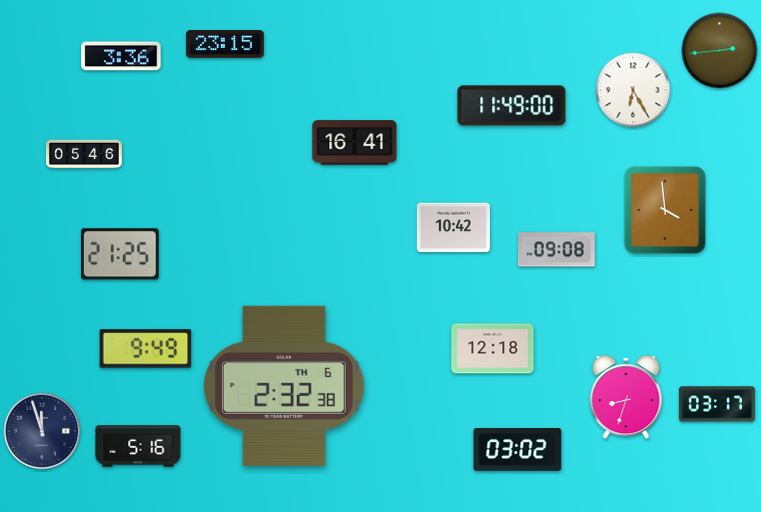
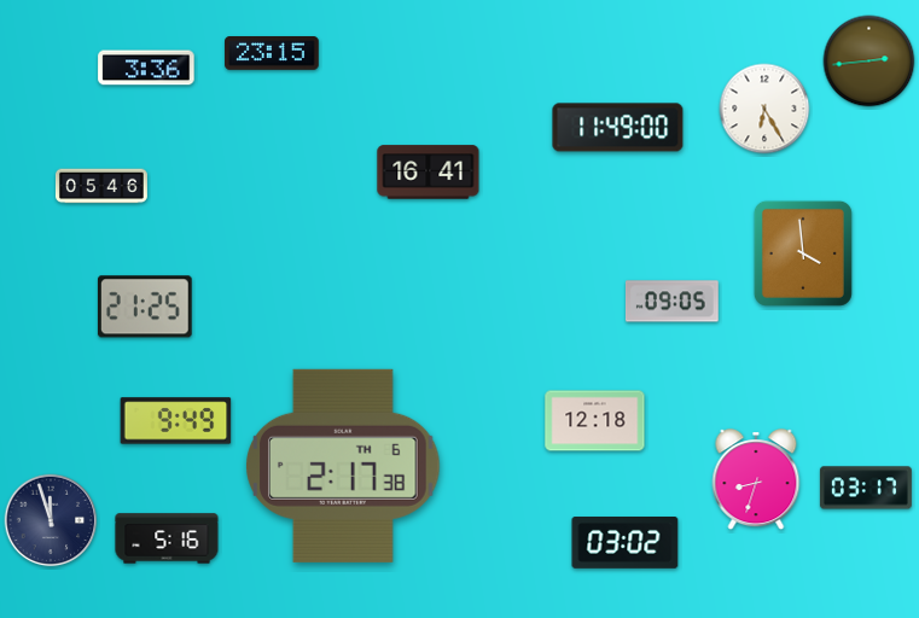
clock at (453, 228): 10:42 -> none
clock at (556, 250): 09:08 -> 09:05
clock at (284, 386): 2:32 -> 2:17
